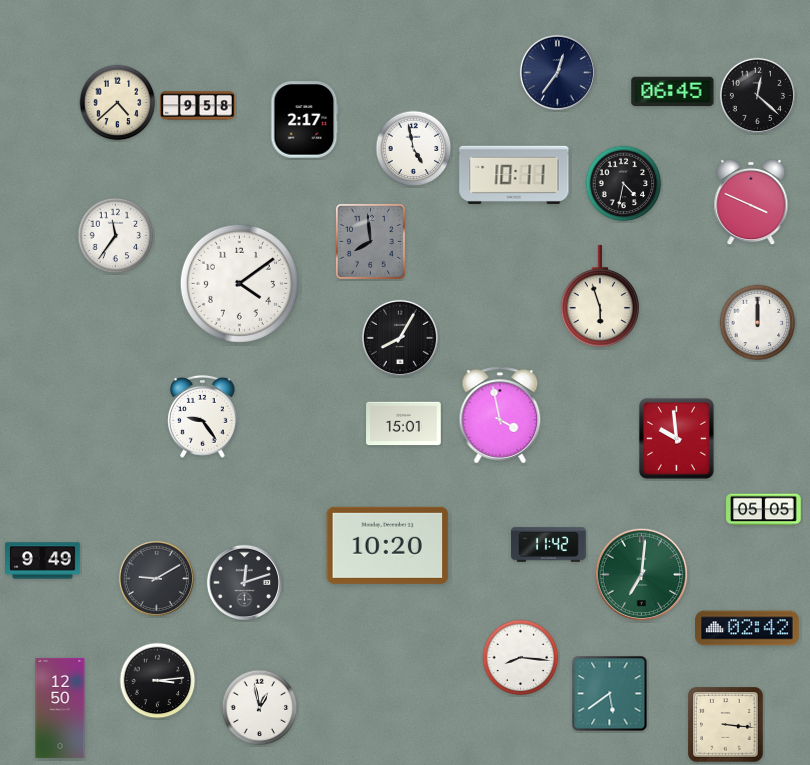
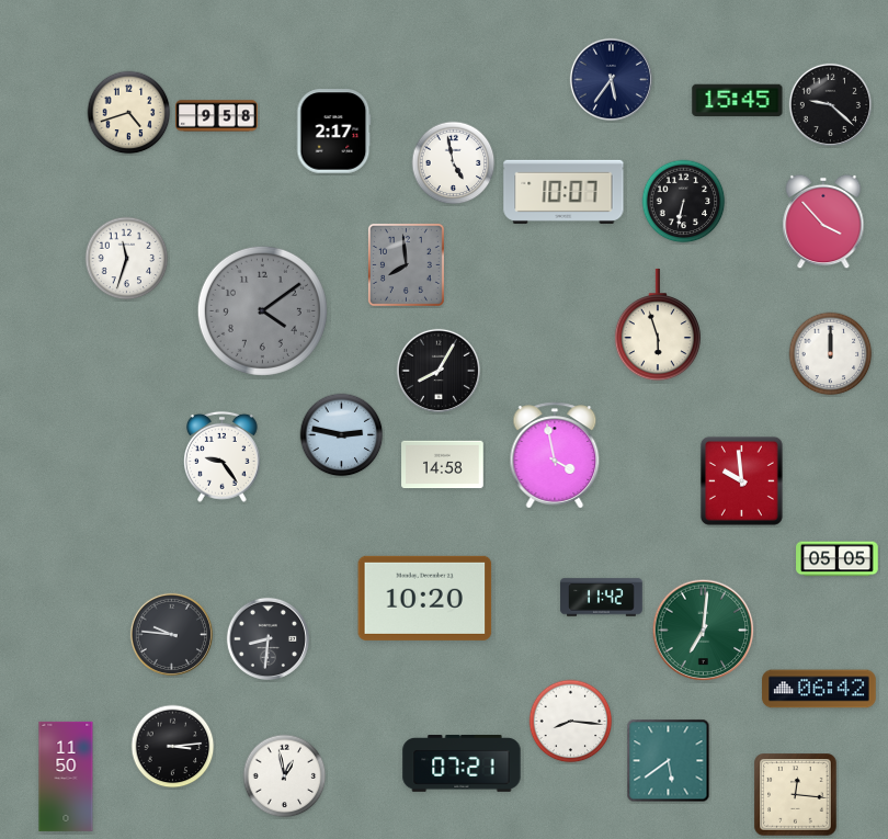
clock at (557, 72): 12:36 -> 5:36
clock at (673, 92): 06:45 -> 15:45
clock at (757, 95): 12:22 -> 9:22
clock at (118, 103): 4:38 -> 4:42
clock at (514, 175): 10:11 -> 10:07
clock at (624, 184): 4:32 -> 6:32
clock at (751, 202): 3:49 -> 3:53
clock at (116, 236): 11:36 -> 11:33
clock at (239, 283) dial: white -> grey
clock at (342, 435): none -> 2:47
clock at (500, 415) position: (500, 415) -> (555, 455)
clock at (404, 424): 15:01 -> 14:58
clock at (43, 561): 9:49 -> none
clock at (156, 578): 9:10 -> 9:46
clock at (244, 582): 12:12 -> 8:31
clock at (747, 628): 02:42 -> 06:42
clock at (462, 764): none -> 07:21
clock at (60, 708): 12:50 -> 11:50
clock at (726, 725): 3:16 -> 12:16
